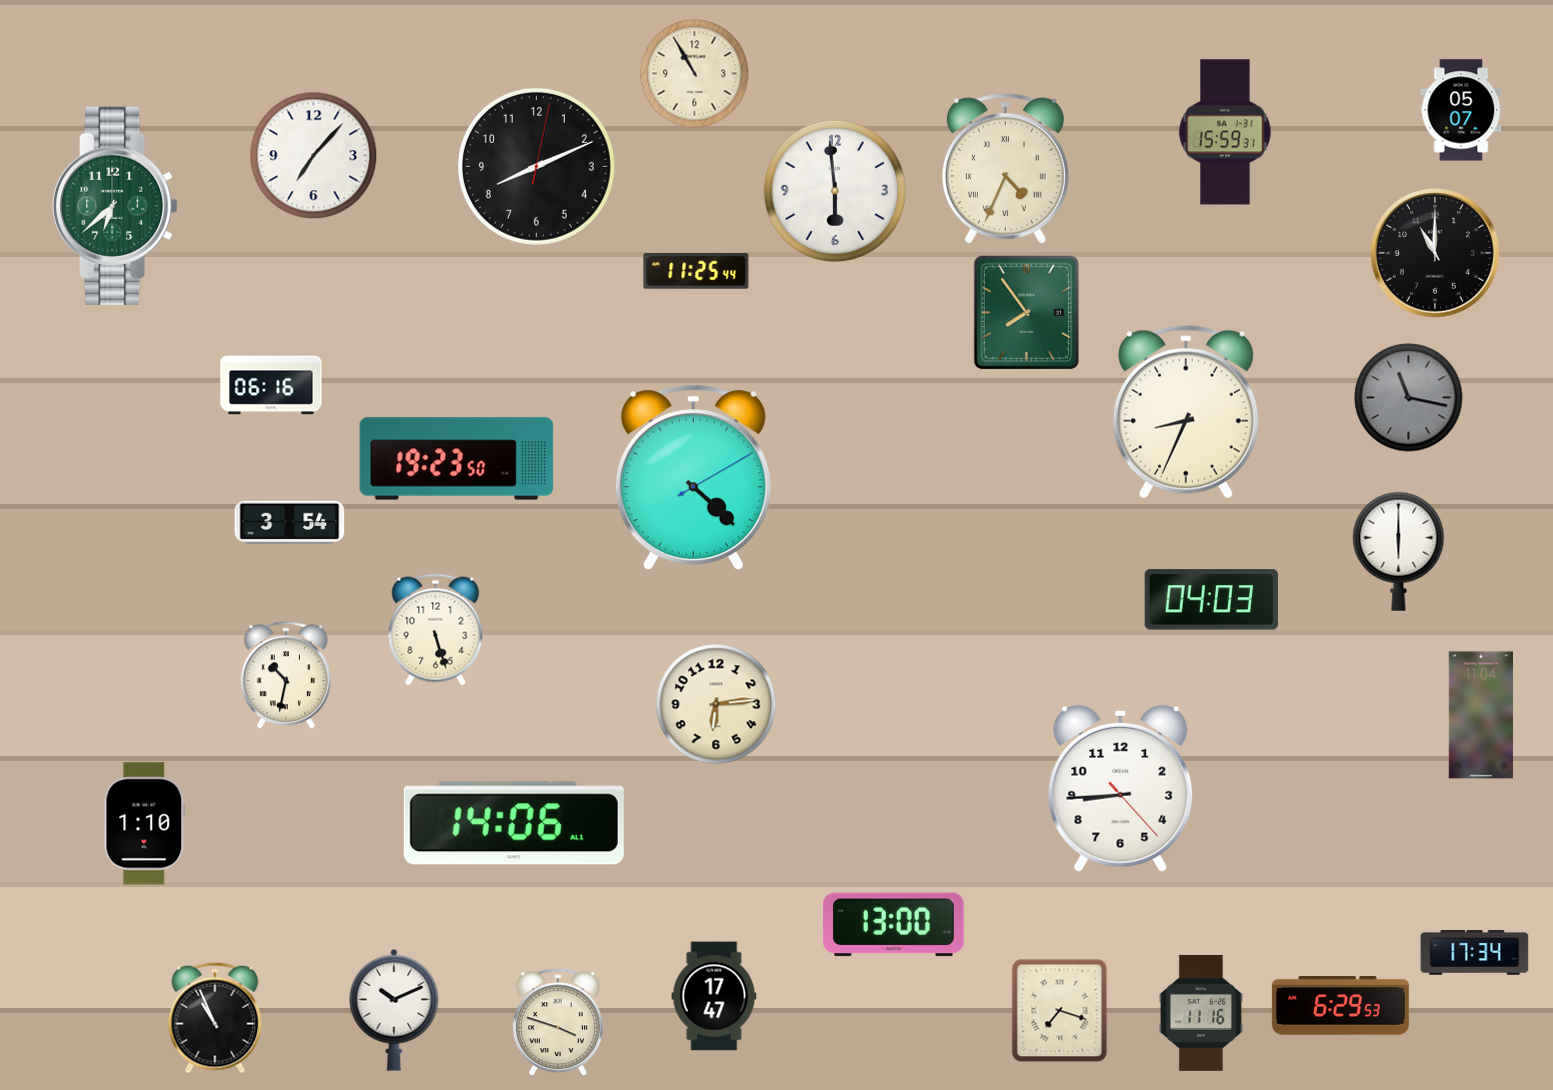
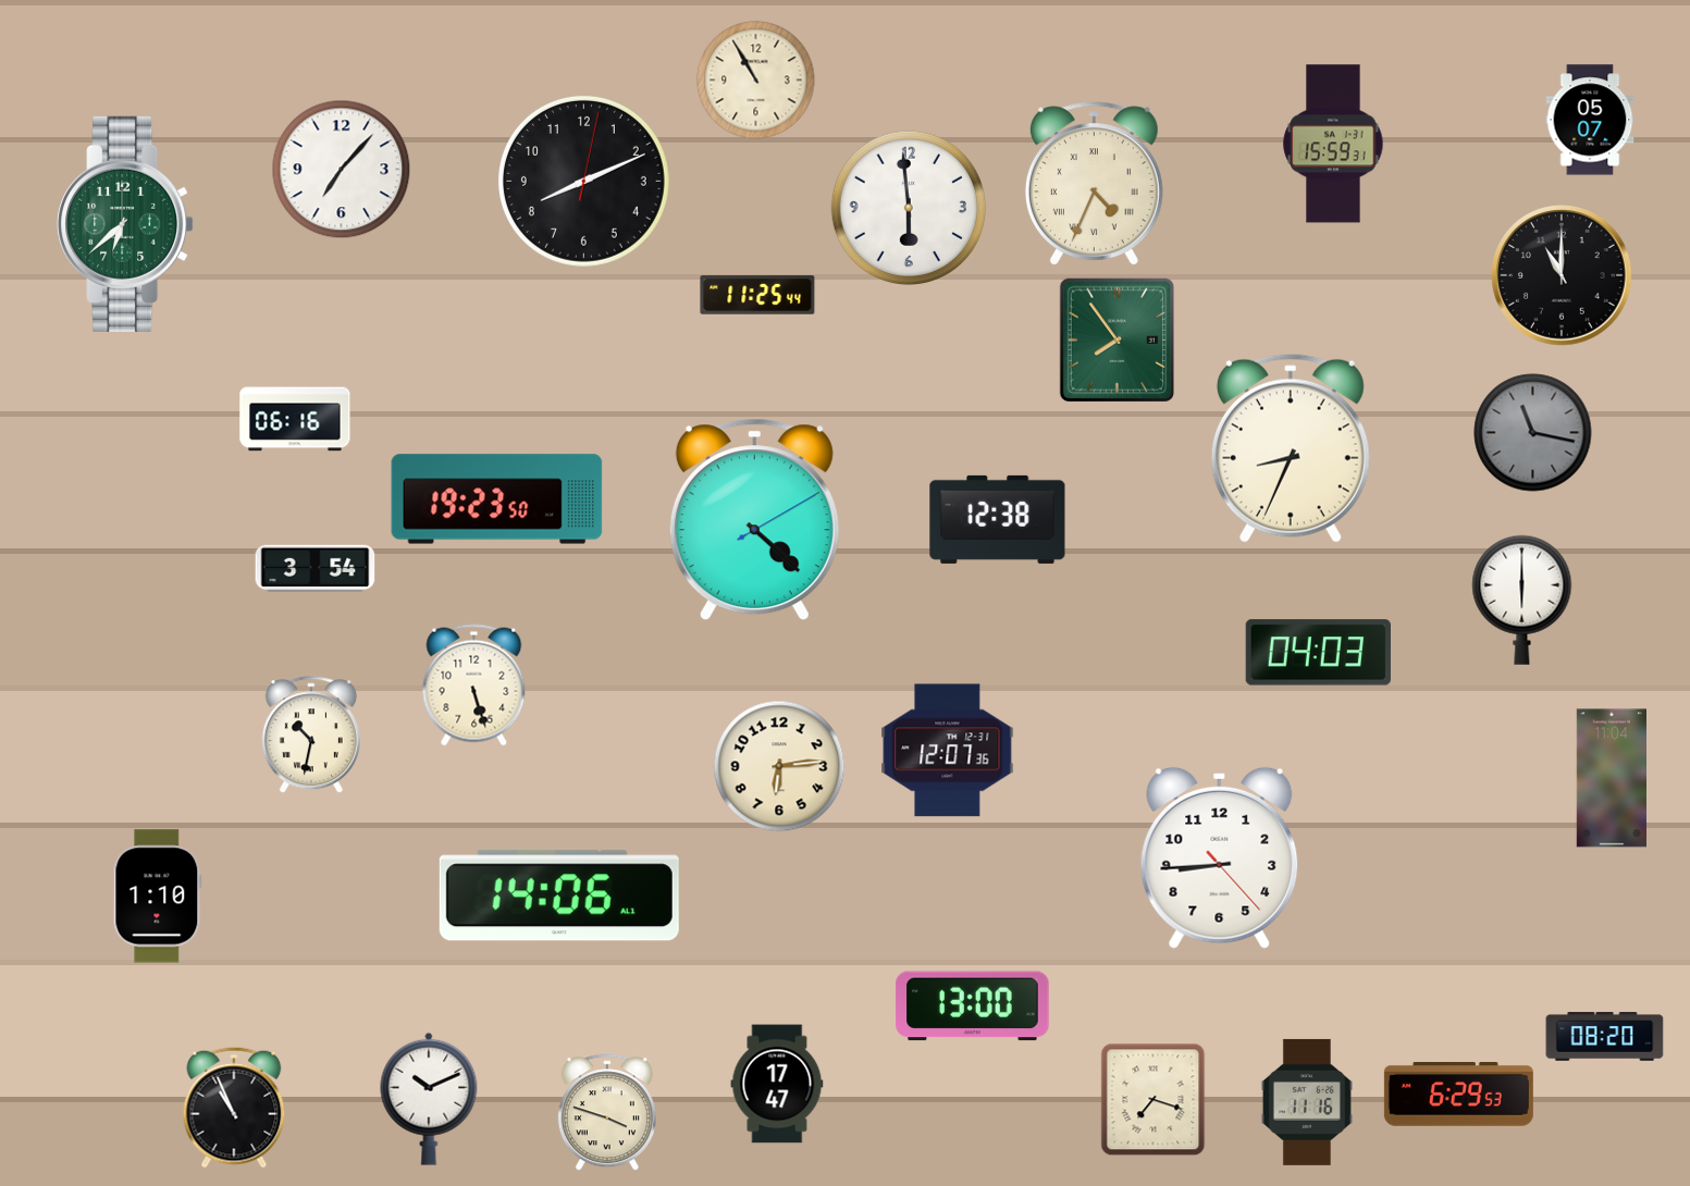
clock at (998, 519): none -> 12:38
clock at (948, 751): none -> 12:07
clock at (1475, 953): 17:34 -> 08:20
